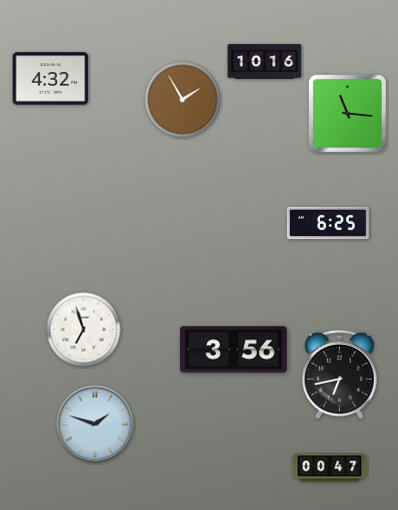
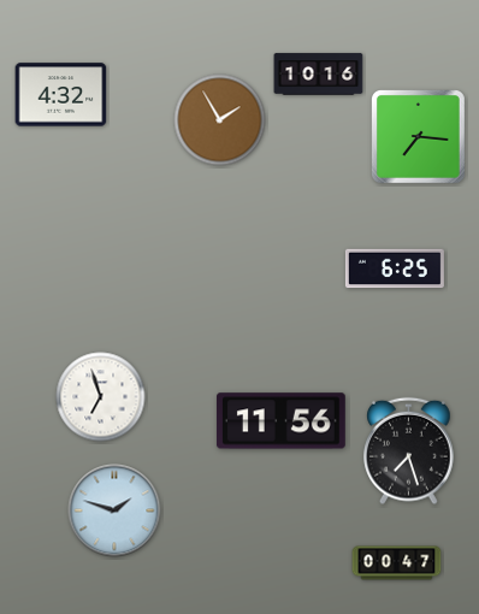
clock at (348, 114): 11:16 -> 7:16
clock at (233, 350): 3:56 -> 11:56
clock at (340, 375): 6:43 -> 7:27
